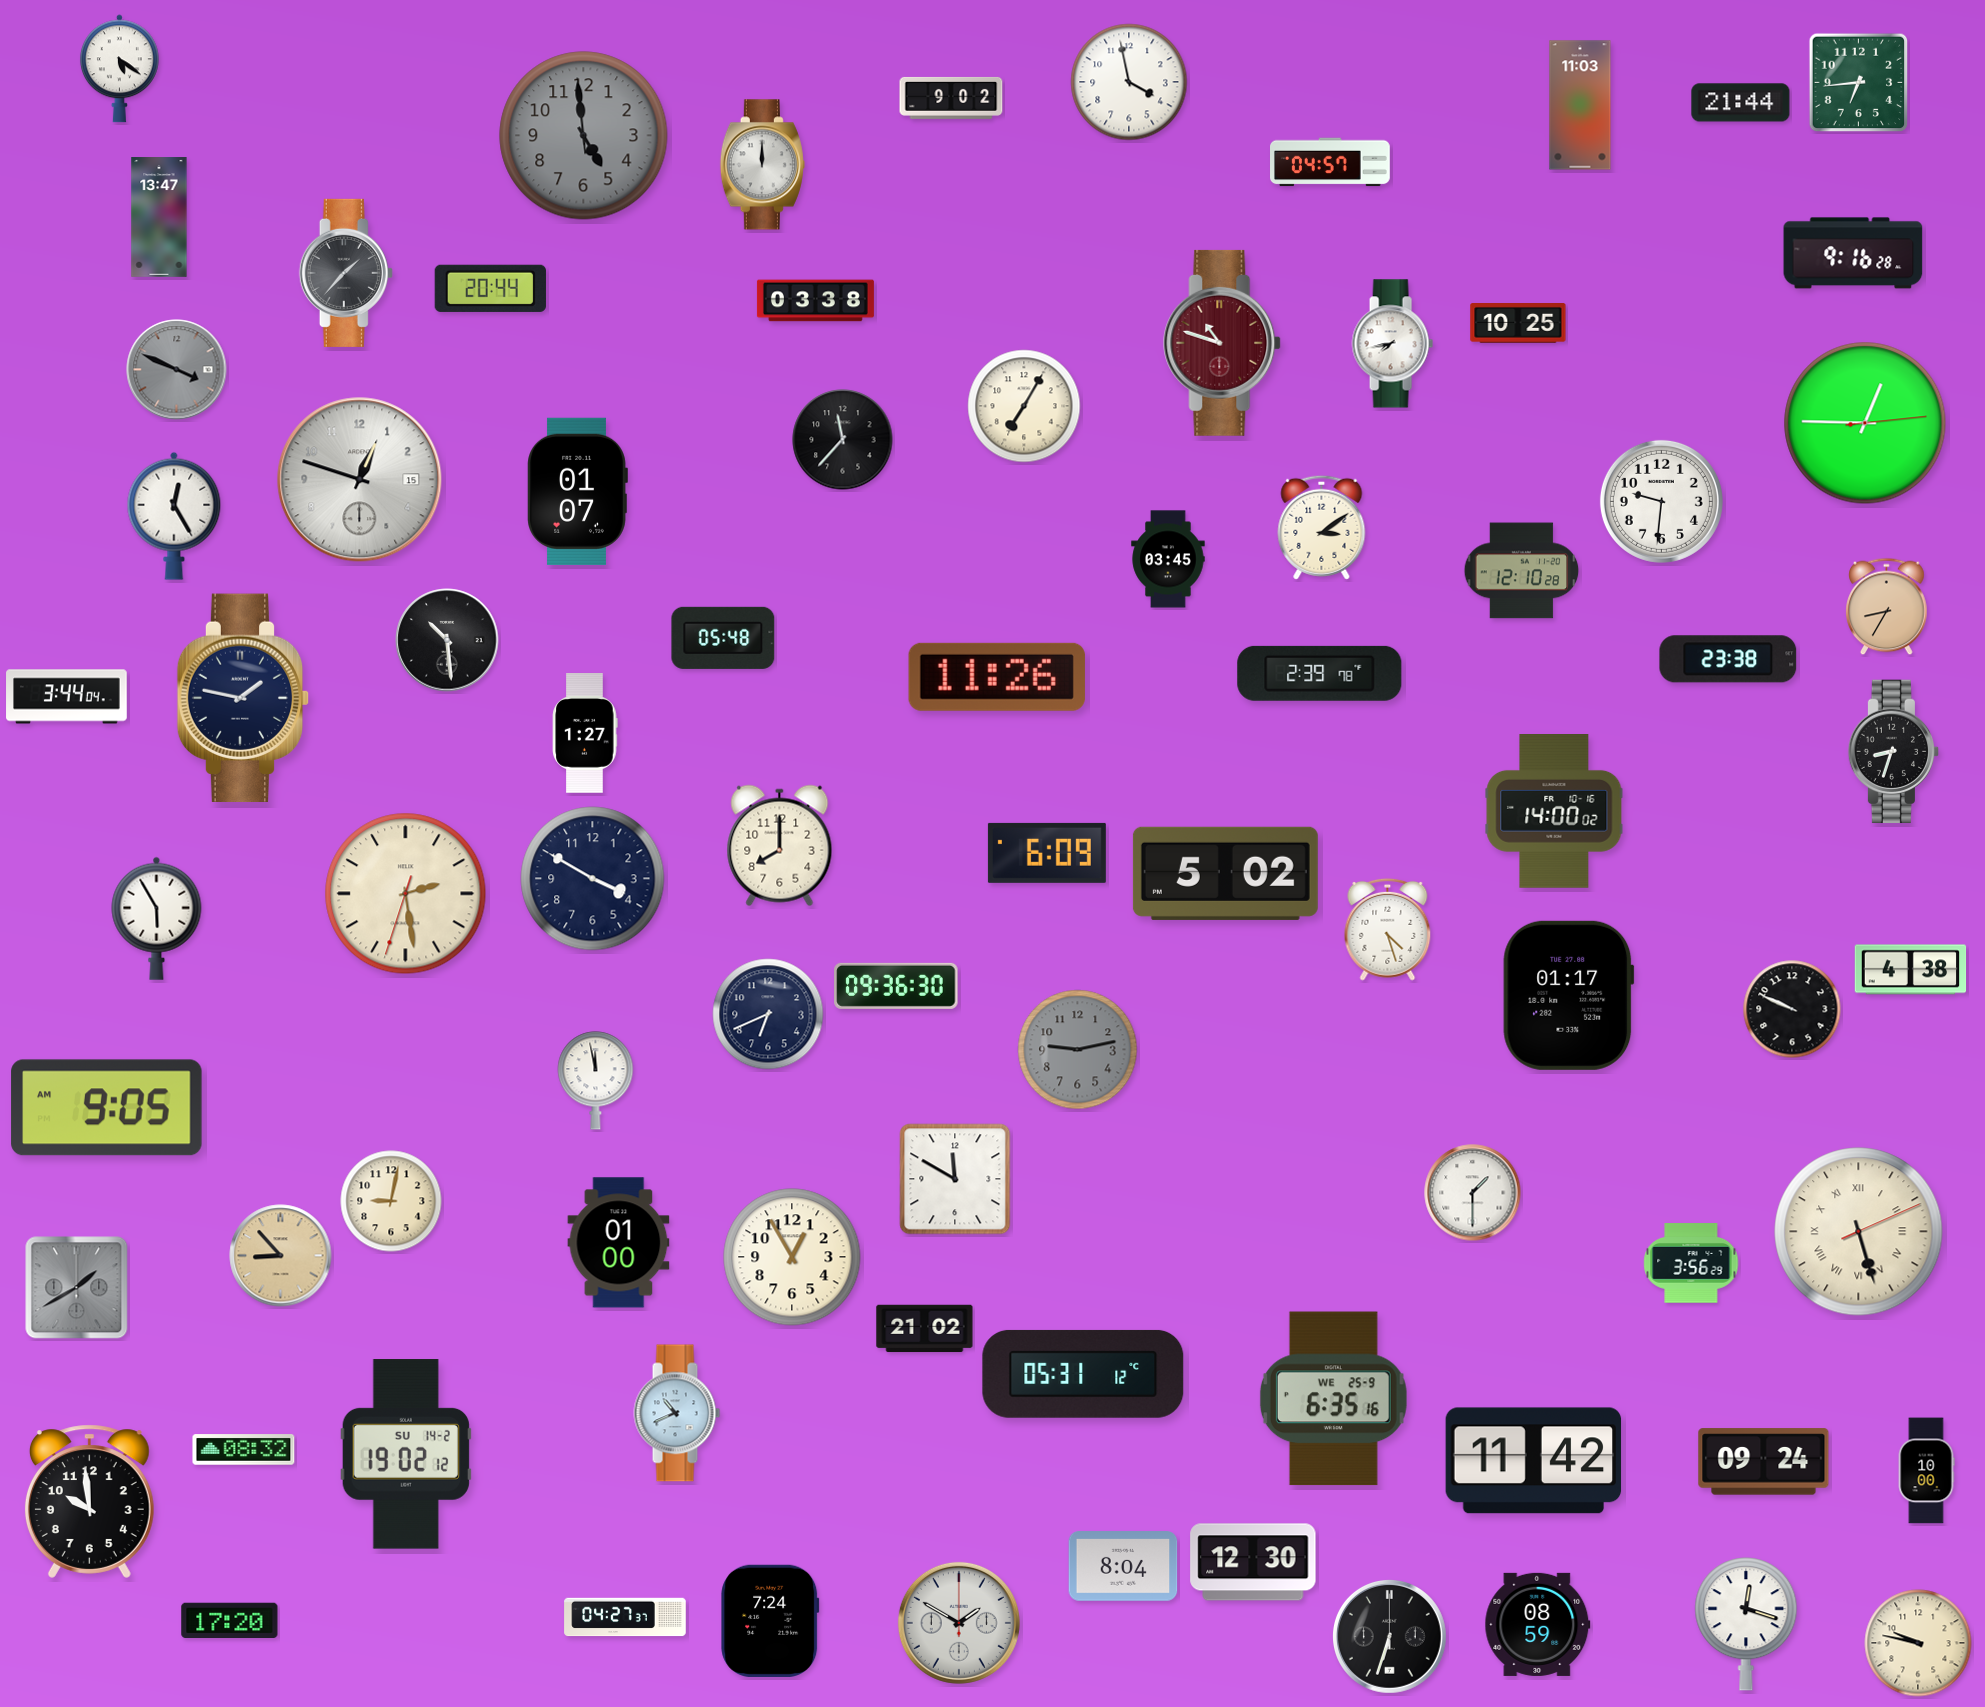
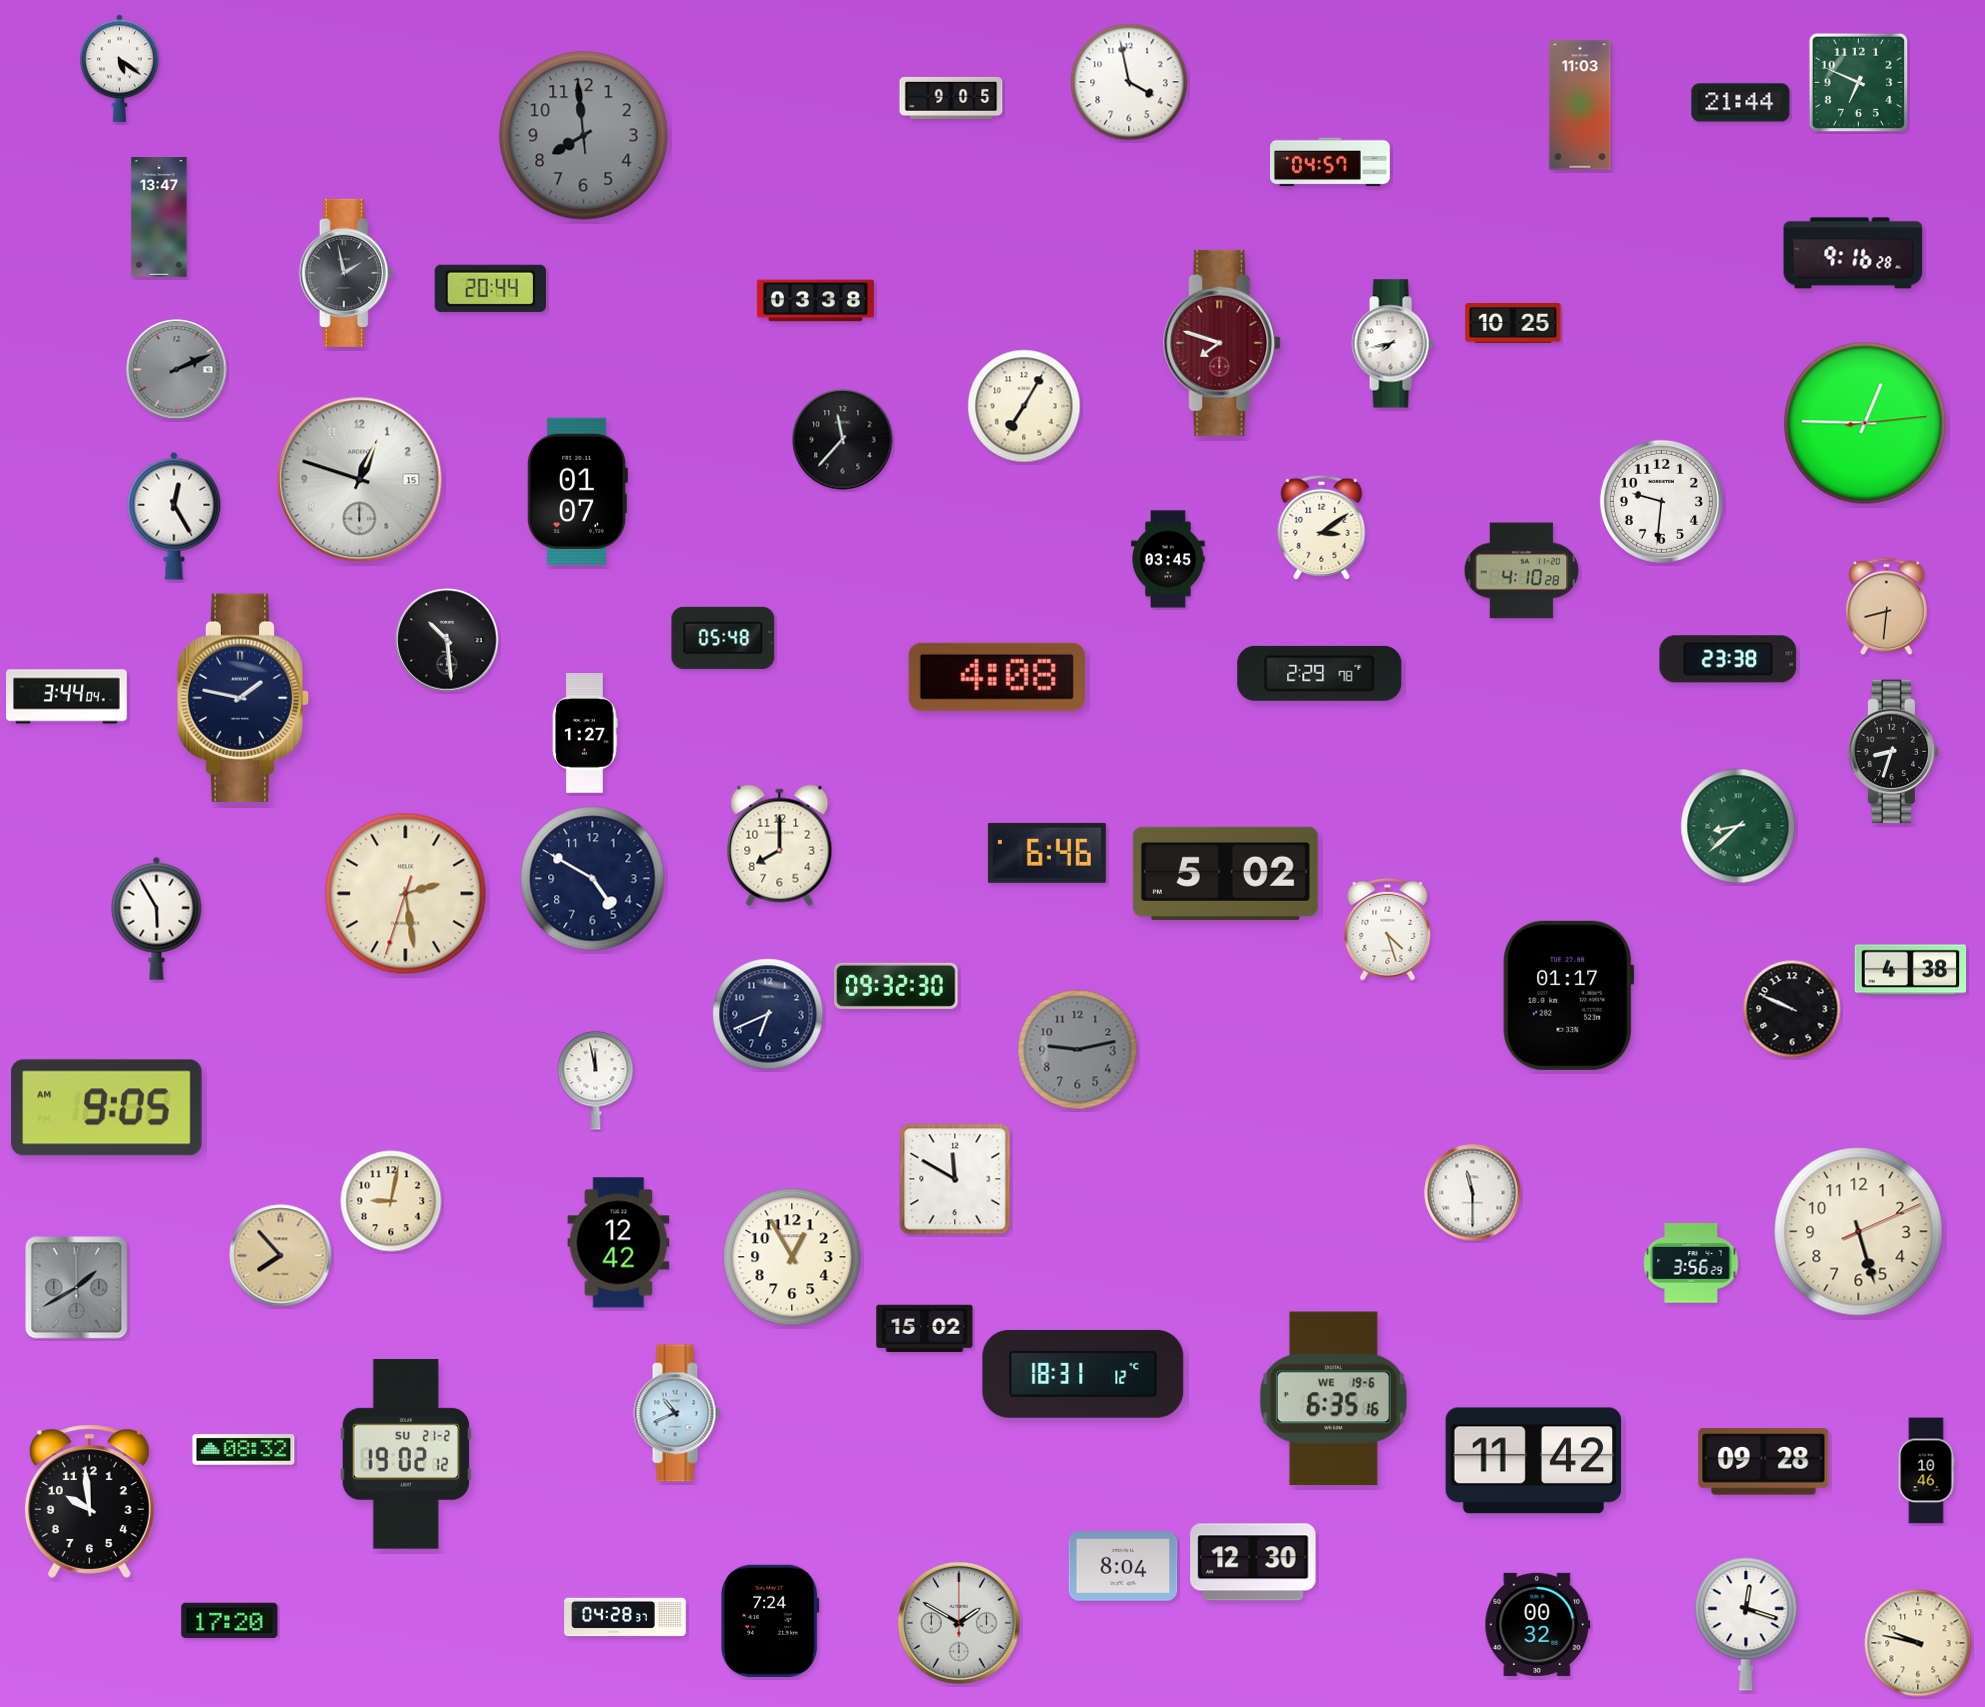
clock at (1859, 83): 6:44 -> 6:49
clock at (951, 98): 9:02 -> 9:05
clock at (584, 136): 4:58 -> 7:58
clock at (762, 165): 12:00 -> none
clock at (346, 273): 1:37 -> 1:58
clock at (1518, 324) position: (1518, 324) -> (1513, 324)
clock at (1223, 343): 10:48 -> 7:48
clock at (177, 370): 3:49 -> 2:11
clock at (1522, 571): 12:10 -> 4:10
clock at (1887, 607): 8:35 -> 8:31
clock at (1320, 673): 2:39 -> 2:29
clock at (997, 677): 11:26 -> 4:08
clock at (1554, 812): 14:00 -> none
clock at (1738, 826): none -> 8:38
clock at (1047, 853): 6:09 -> 6:46
clock at (593, 879): 3:50 -> 4:50
clock at (896, 986): 09:36 -> 09:32
clock at (1473, 1193): 1:30 -> 11:30
clock at (1859, 1232) numerals: Roman -> Arabic
clock at (619, 1243): 01:00 -> 12:42
clock at (281, 1256): 8:53 -> 7:53
clock at (925, 1329): 21:02 -> 15:02
clock at (1083, 1374): 05:31 -> 18:31
clock at (1333, 1399) date: WE 25-9 -> WE 19-6
clock at (406, 1454) date: SU 14-2 -> SU 21-2
clock at (1764, 1462): 09:24 -> 09:28
clock at (1926, 1471): 10:00 -> 10:46
clock at (625, 1617): 04:27 -> 04:28
clock at (1538, 1624): 08:59 -> 00:32
clock at (1390, 1637): 6:33 -> none
